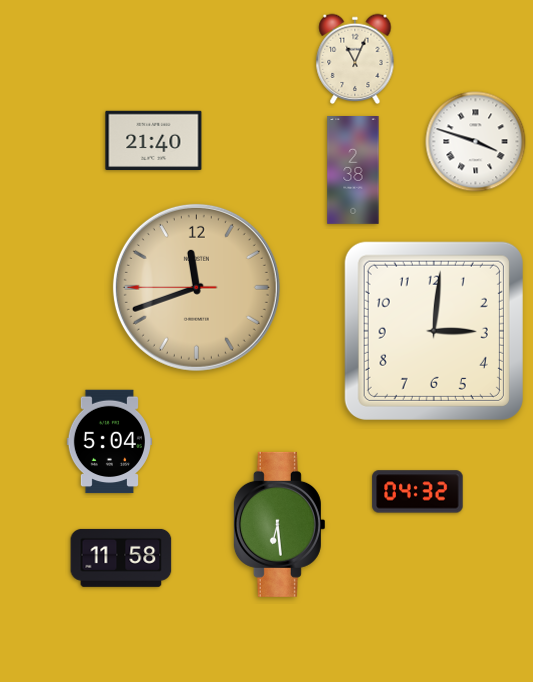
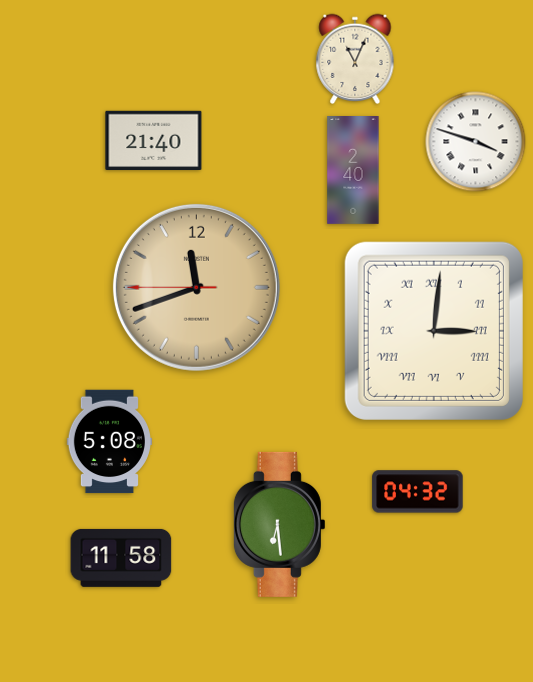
clock at (353, 171): 2:38 -> 2:40
clock at (434, 331) numerals: Arabic -> Roman
clock at (109, 442): 5:04 -> 5:08
